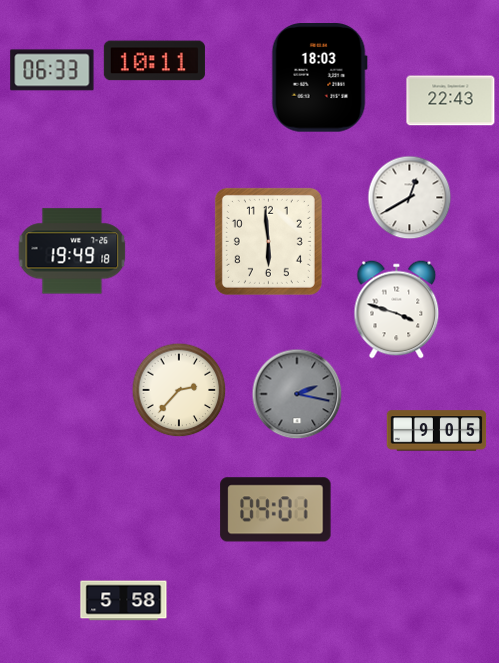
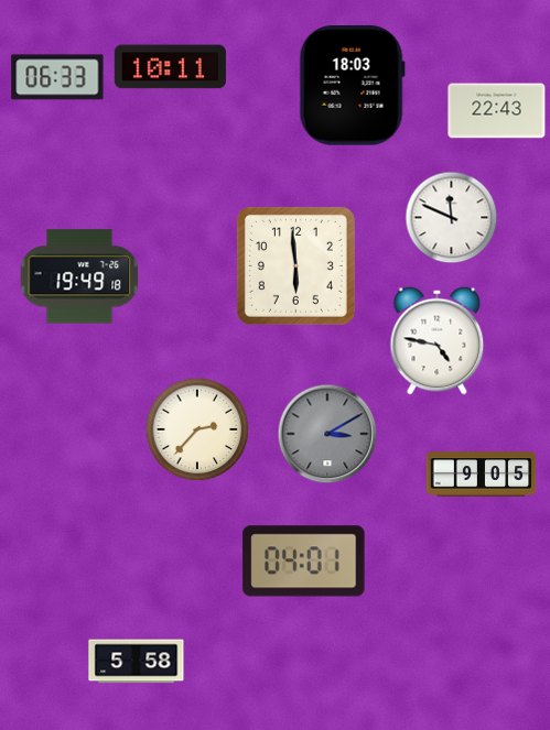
clock at (410, 198): 12:40 -> 11:49
clock at (397, 310): 3:48 -> 4:47
clock at (297, 394): 2:17 -> 3:10
